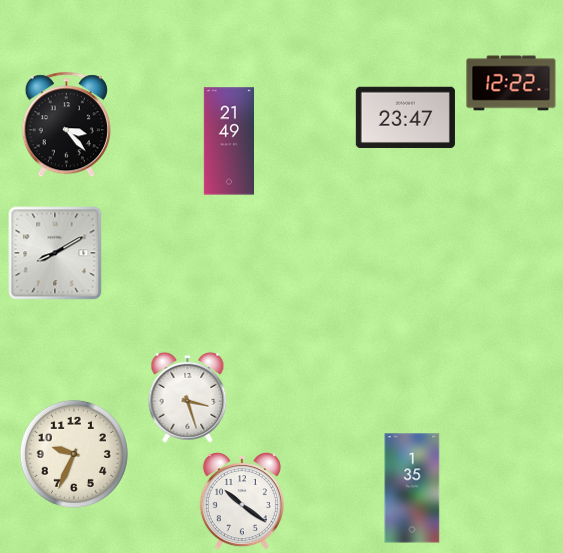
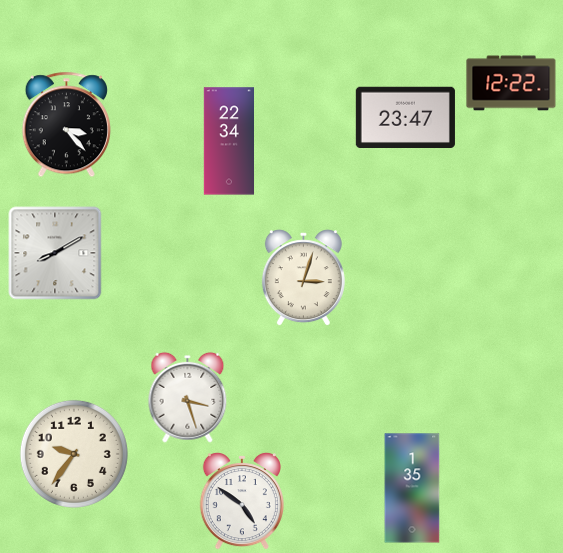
clock at (228, 141): 21:49 -> 22:34
clock at (303, 278): none -> 3:03
clock at (74, 454): 9:34 -> 9:36
clock at (242, 502): 10:21 -> 4:51
